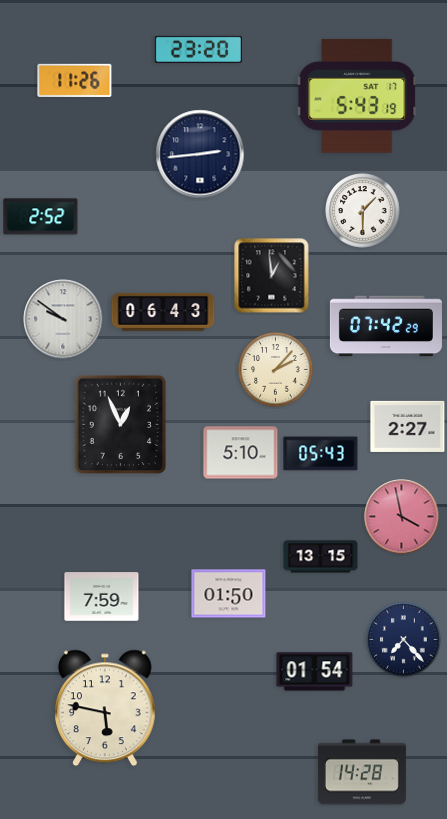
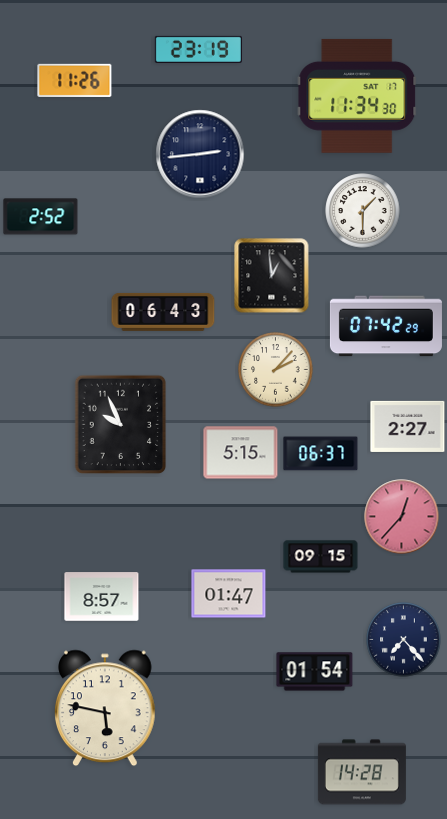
clock at (198, 49): 23:20 -> 23:19
clock at (357, 96): 5:43 -> 11:34
clock at (63, 319): 9:51 -> none
clock at (121, 425): 12:56 -> 9:56
clock at (241, 453): 5:10 -> 5:15
clock at (321, 454): 05:43 -> 06:37
clock at (402, 517): 3:58 -> 12:37
clock at (321, 557): 13:15 -> 09:15
clock at (229, 594): 01:50 -> 01:47
clock at (102, 597): 7:59 -> 8:57
